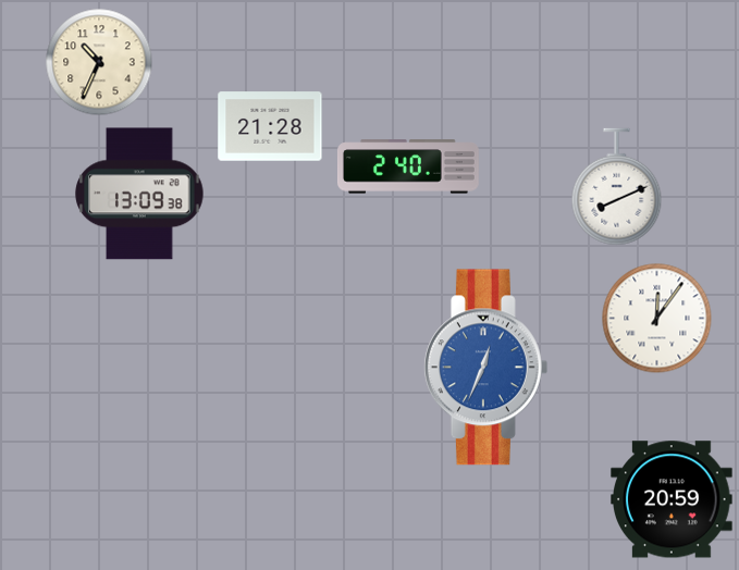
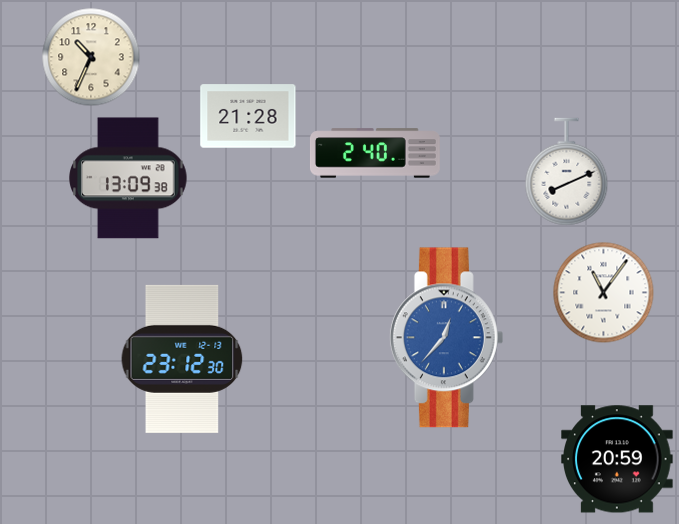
clock at (657, 319): 12:06 -> 11:06
clock at (485, 368): 12:34 -> 12:37
clock at (182, 359): none -> 23:12
